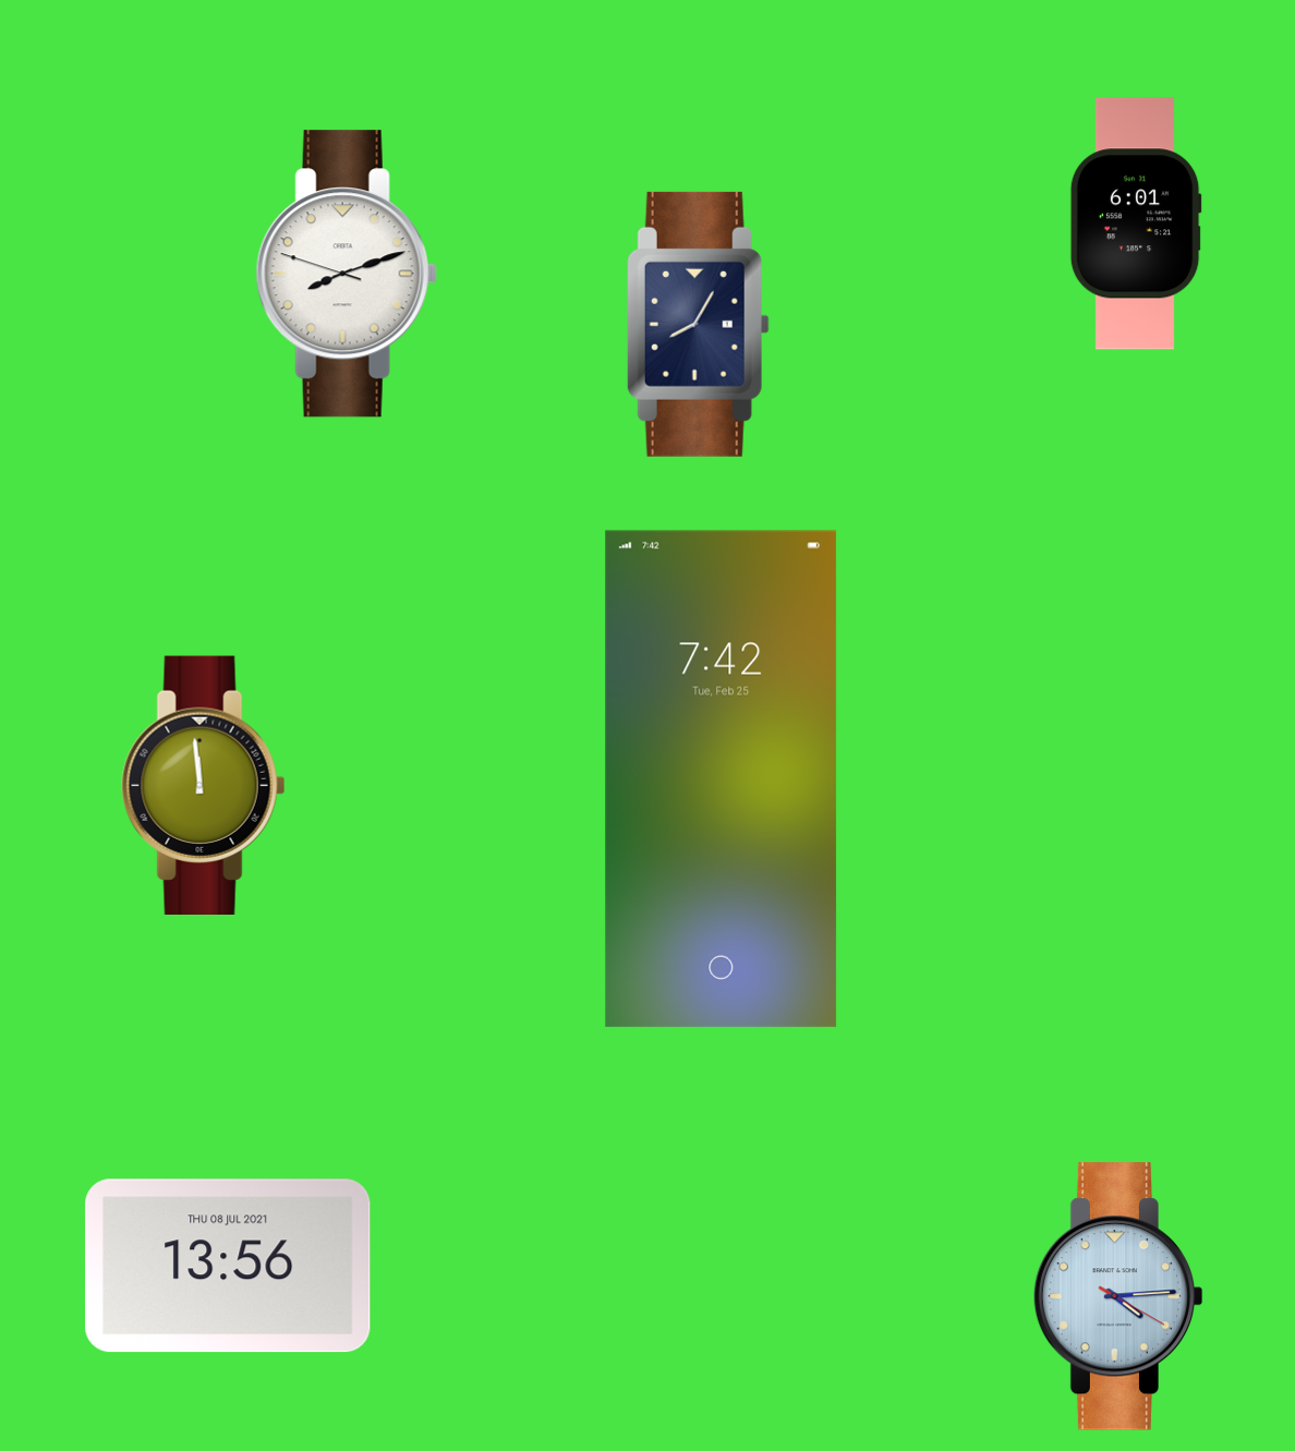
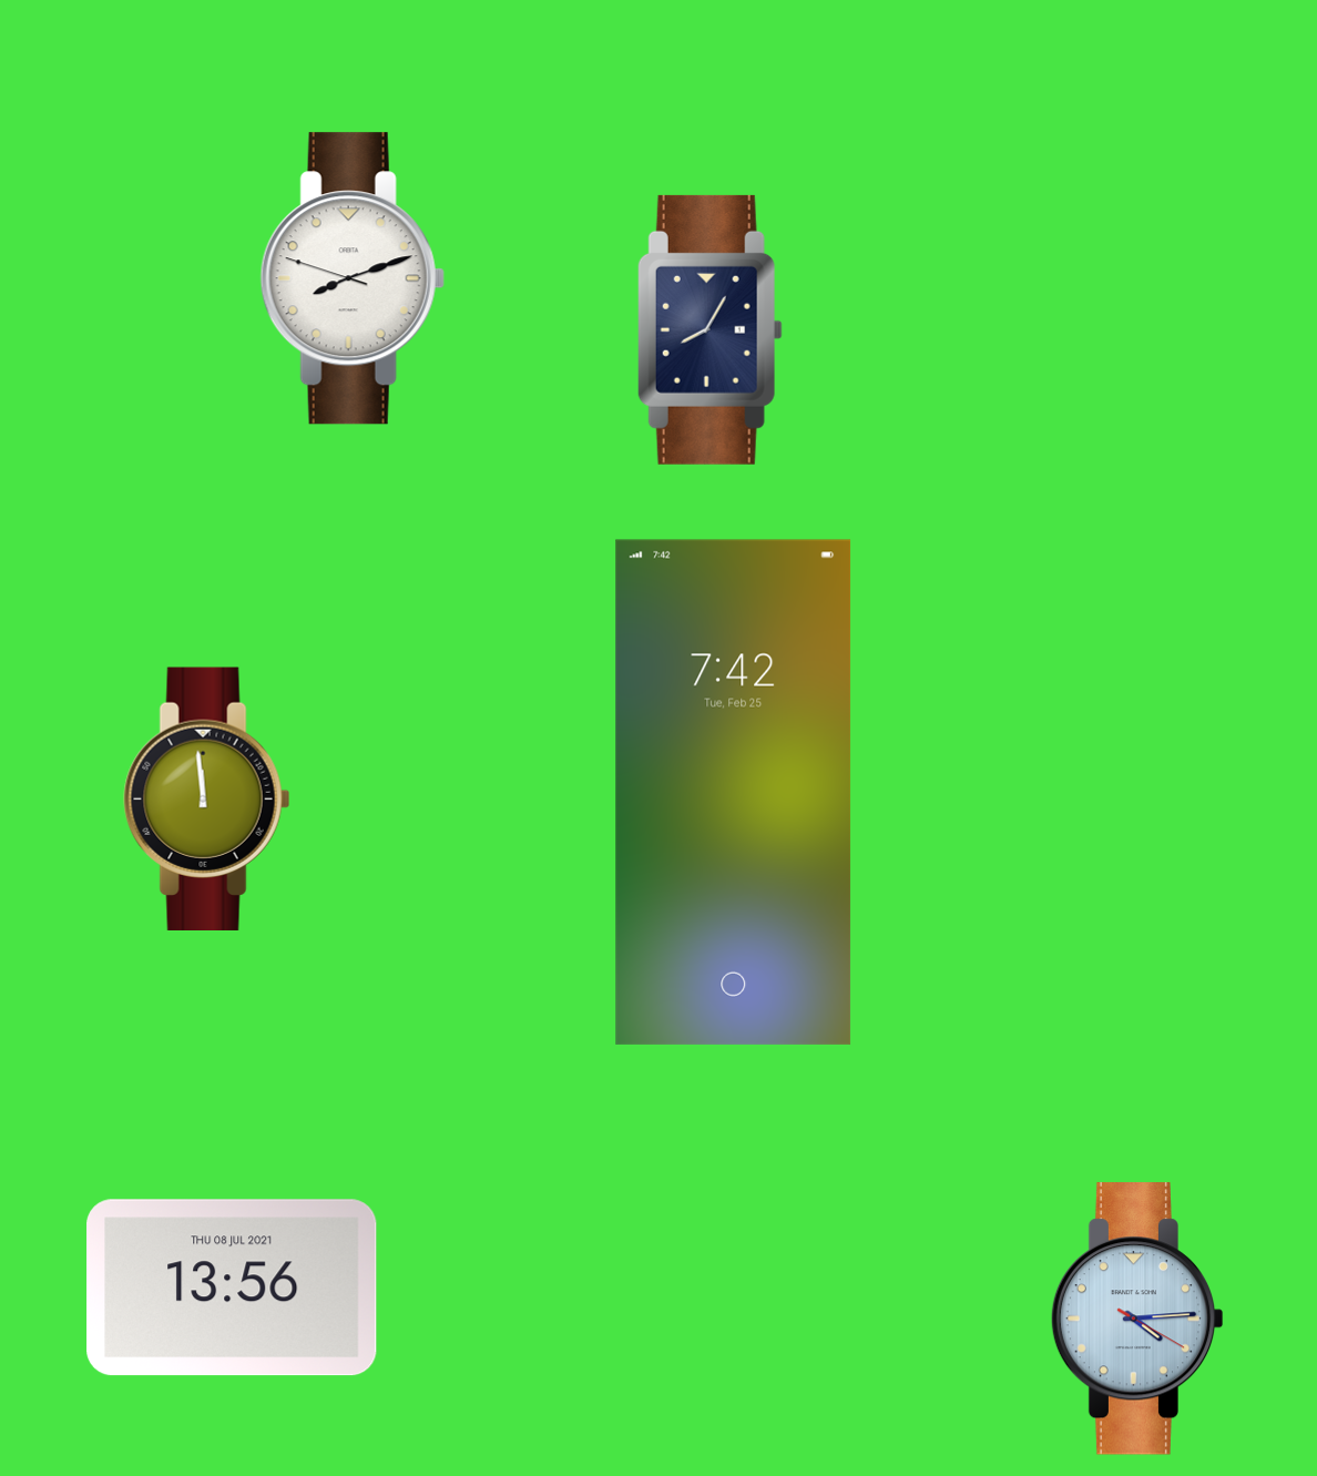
clock at (1136, 223): 6:01 -> none
